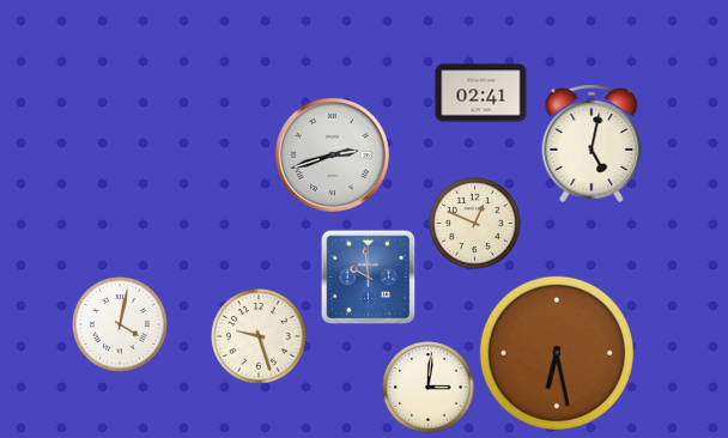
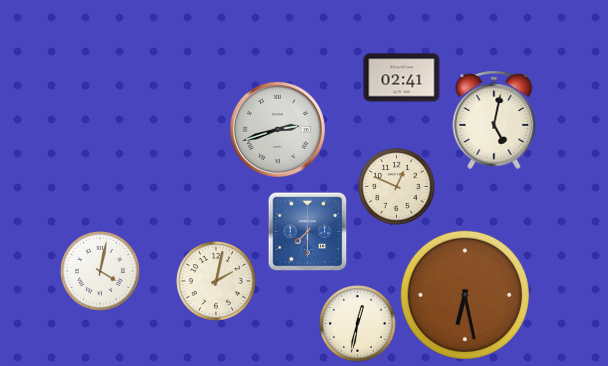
clock at (368, 276): 9:59 -> 7:30
clock at (259, 336): 9:27 -> 2:02
clock at (429, 388): 3:01 -> 12:32
